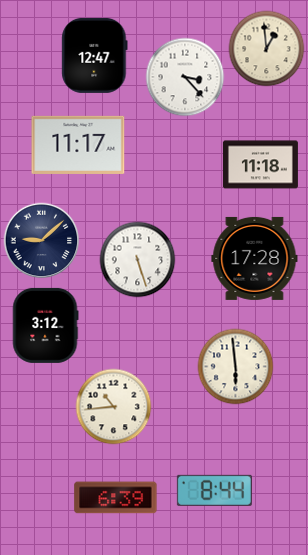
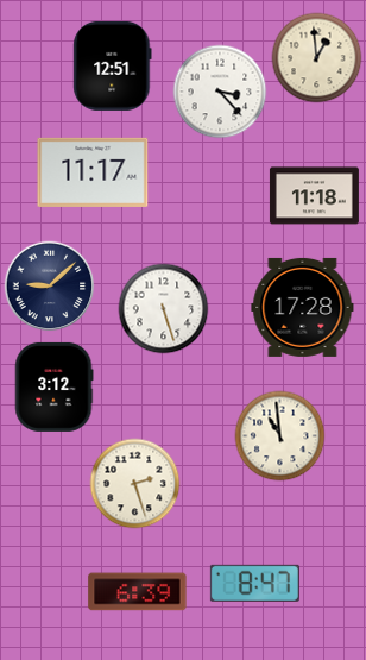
clock at (95, 55): 12:47 -> 12:51
clock at (260, 165) position: (260, 165) -> (314, 196)
clock at (236, 367): 5:59 -> 10:59
clock at (114, 407): 10:44 -> 2:27
clock at (214, 490): 8:44 -> 8:47
